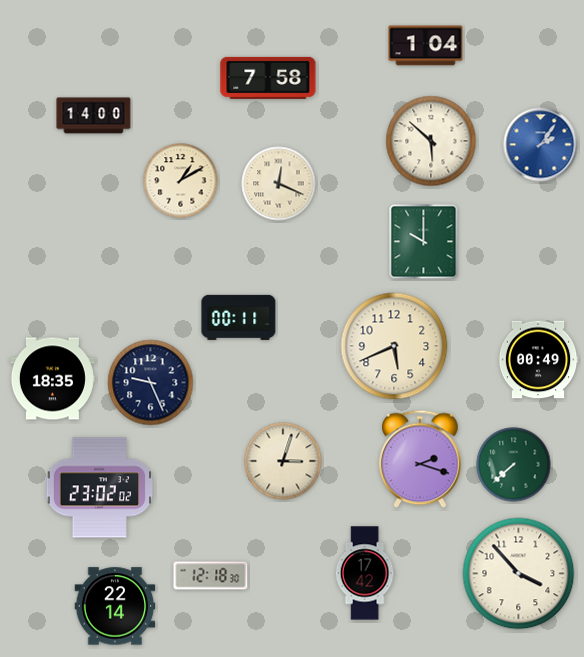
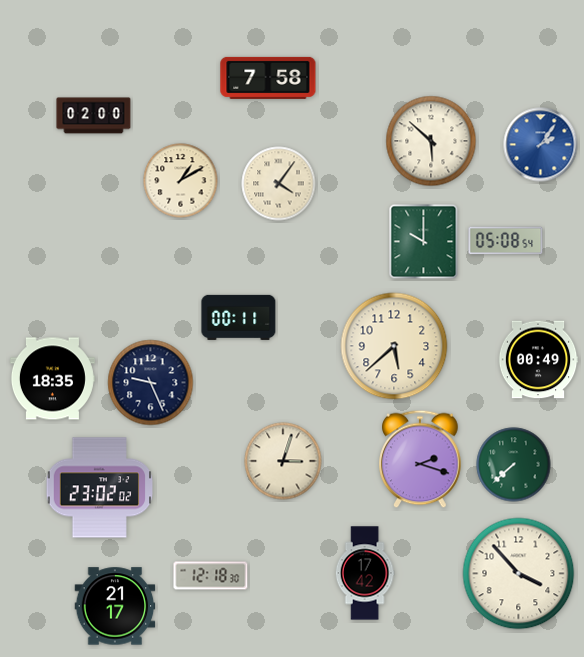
clock at (426, 46): 1:04 -> none
clock at (94, 116): 14:00 -> 02:00
clock at (279, 184): 12:19 -> 4:06
clock at (506, 241): none -> 05:08
clock at (394, 346): 5:41 -> 5:38
clock at (115, 606): 22:14 -> 21:17
